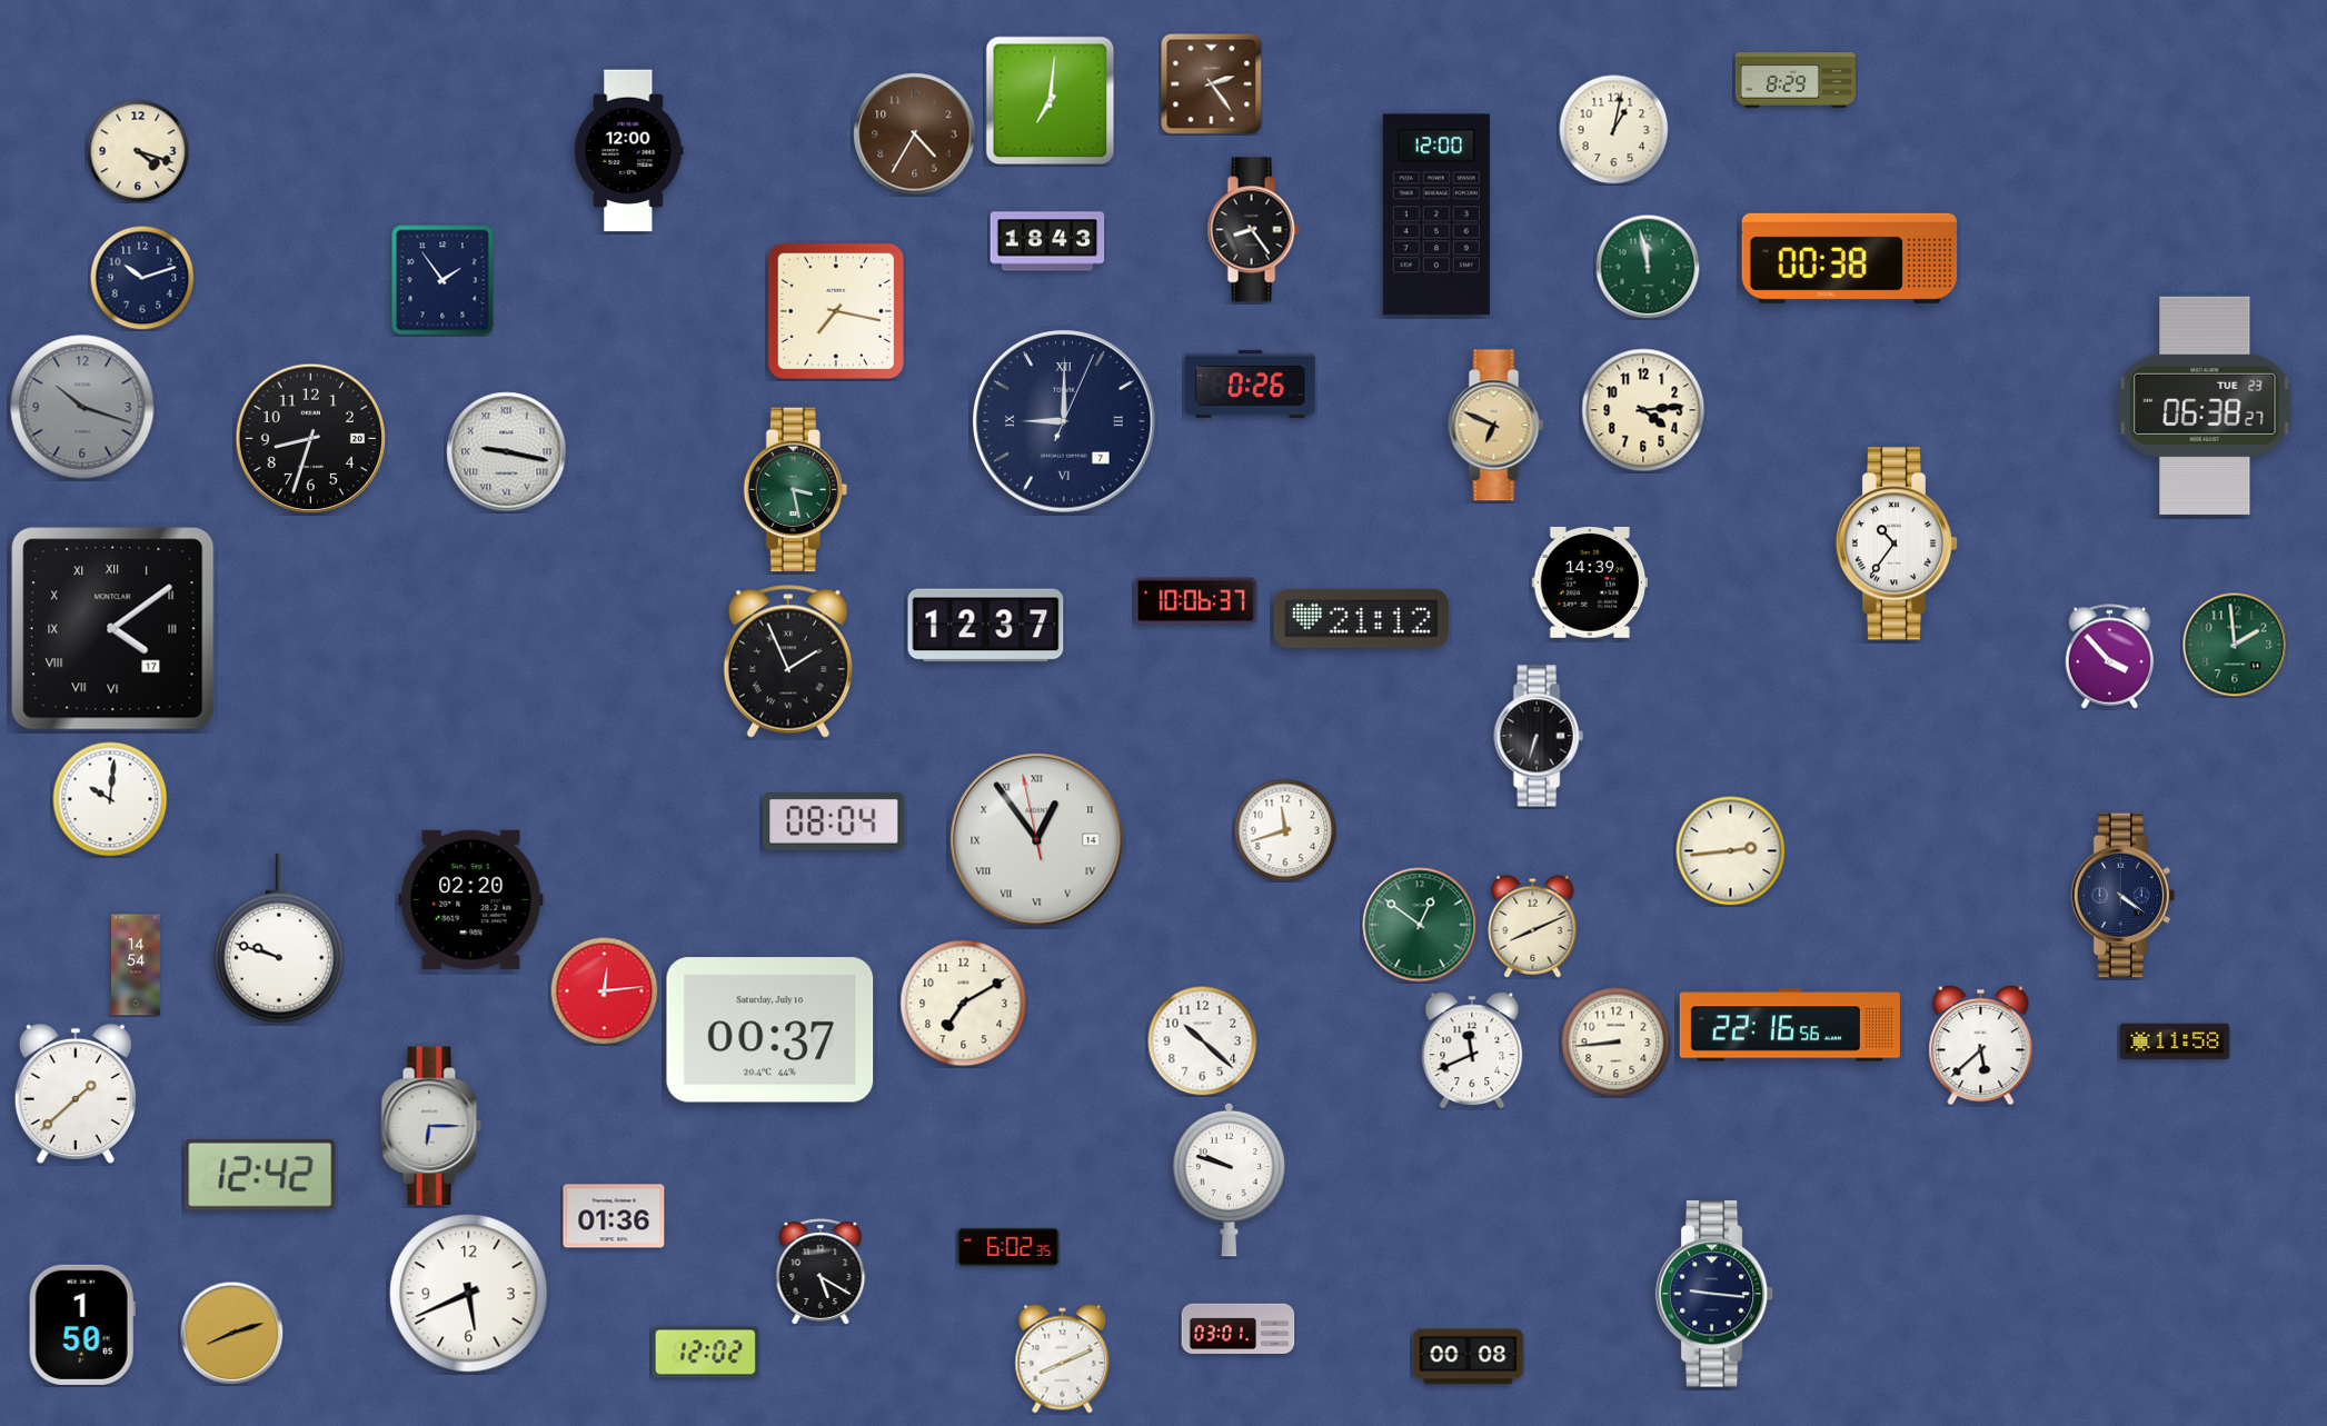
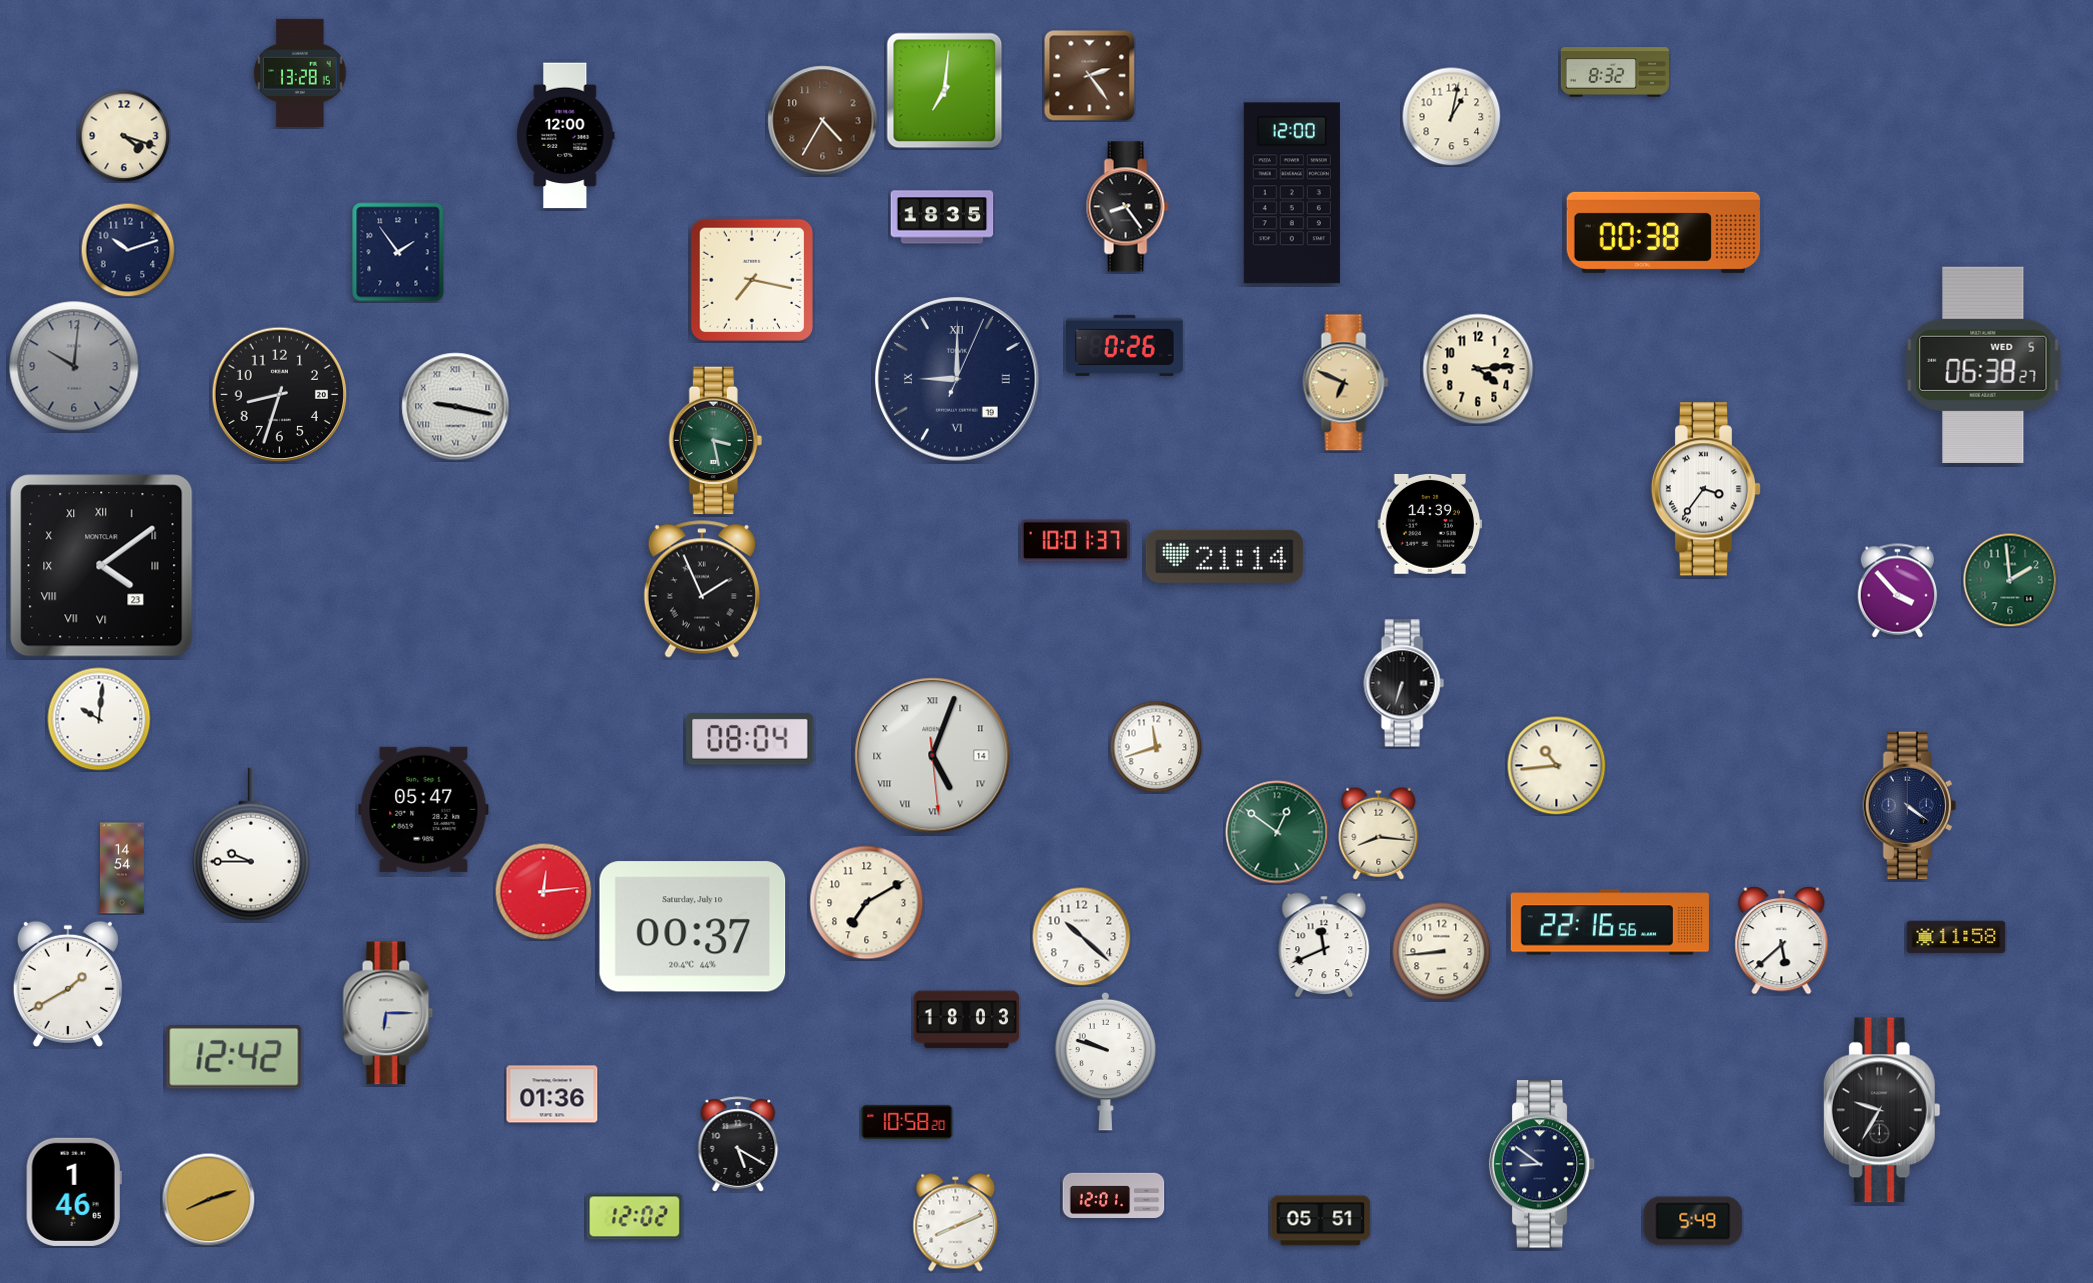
clock at (1796, 80): 8:29 -> 8:32
clock at (300, 73): none -> 13:28
clock at (1047, 241): 18:43 -> 18:35
clock at (1648, 267): 11:58 -> none
clock at (2205, 406) date: TUE 23 -> WED 5
clock at (82, 407): 10:18 -> 10:01
clock at (1064, 421) date: 7 -> 19
clock at (1897, 544): 10:36 -> 3:36
clock at (1195, 601): 10:06 -> 10:01
clock at (1361, 618): 21:12 -> 21:14
clock at (986, 626): 12:37 -> none
clock at (113, 629) date: 17 -> 23
clock at (788, 661) position: (788, 661) -> (702, 589)
clock at (1539, 736) position: (1539, 736) -> (1404, 683)
clock at (1037, 840): 12:53 -> 5:03
clock at (1731, 851): 2:44 -> 10:44
clock at (471, 899): 02:20 -> 05:47
clock at (1533, 926): 8:11 -> 8:16
clock at (279, 938): 9:48 -> 9:45
clock at (1617, 1043) position: (1617, 1043) -> (1442, 952)
clock at (76, 1094): 1:38 -> 1:40
clock at (967, 1020): none -> 18:03
clock at (1882, 1110): none -> 9:35
clock at (1008, 1247): 6:02 -> 10:58
clock at (469, 1294): 5:41 -> none
clock at (1714, 1294): 9:16 -> 8:51
clock at (82, 1325): 1:50 -> 1:46
clock at (1239, 1328): 03:01 -> 12:01
clock at (1469, 1357): 00:08 -> 05:51
clock at (1693, 1221): none -> 5:49
